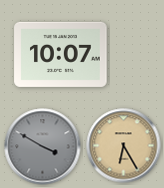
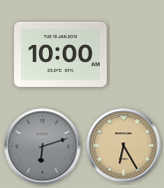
clock at (61, 54): 10:07 -> 10:00
clock at (43, 147): 3:50 -> 6:12
